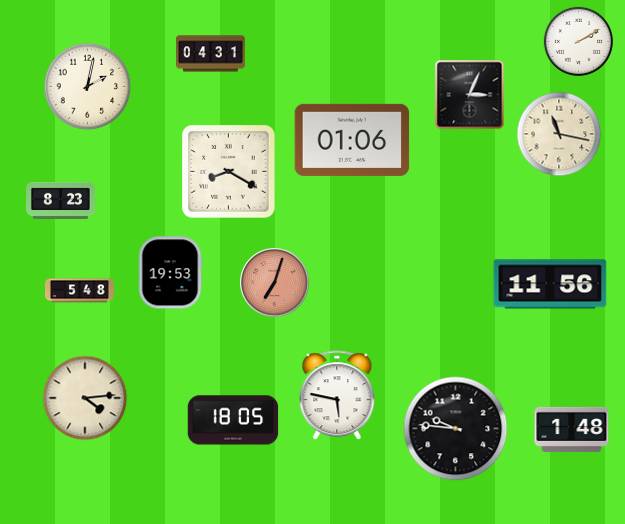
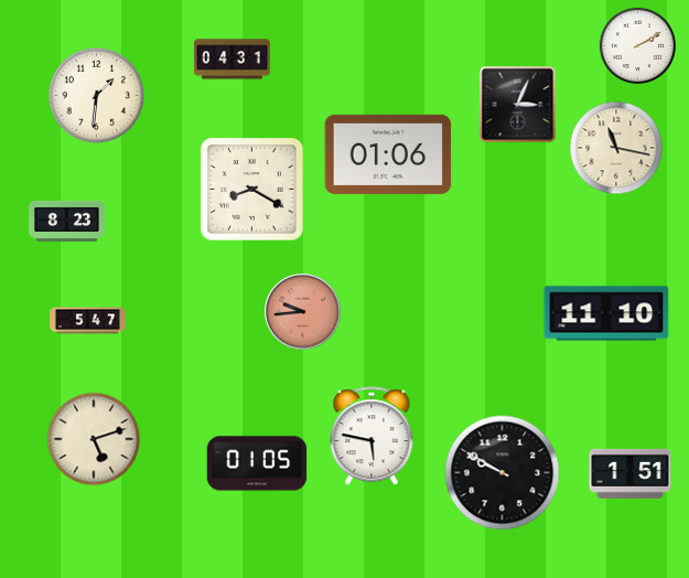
clock at (88, 87): 2:02 -> 1:31
clock at (170, 273): 19:53 -> none
clock at (275, 283): 7:03 -> 9:44
clock at (550, 284): 11:56 -> 11:10
clock at (80, 291): 5:48 -> 5:47
clock at (85, 398): 4:14 -> 5:12
clock at (233, 420): 18:05 -> 01:05
clock at (456, 429): 9:46 -> 9:50
clock at (572, 429): 1:48 -> 1:51
